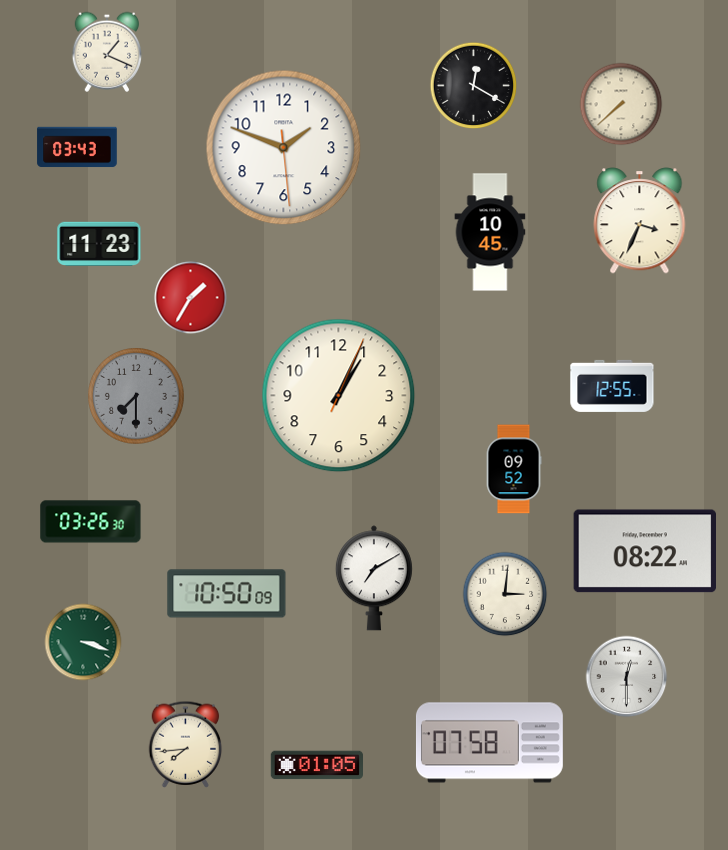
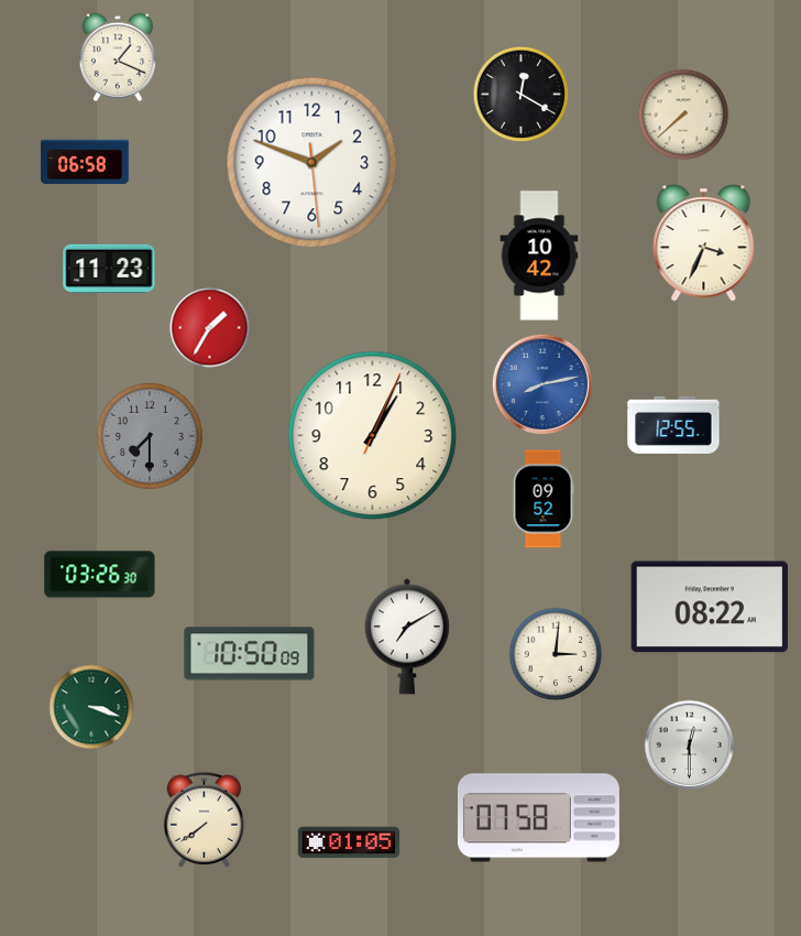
clock at (77, 147): 03:43 -> 06:58
clock at (490, 232): 10:45 -> 10:42
clock at (542, 384): none -> 8:13
clock at (514, 469) position: (514, 469) -> (544, 499)
clock at (374, 578) position: (374, 578) -> (407, 636)
clock at (186, 744): 7:44 -> 7:39
